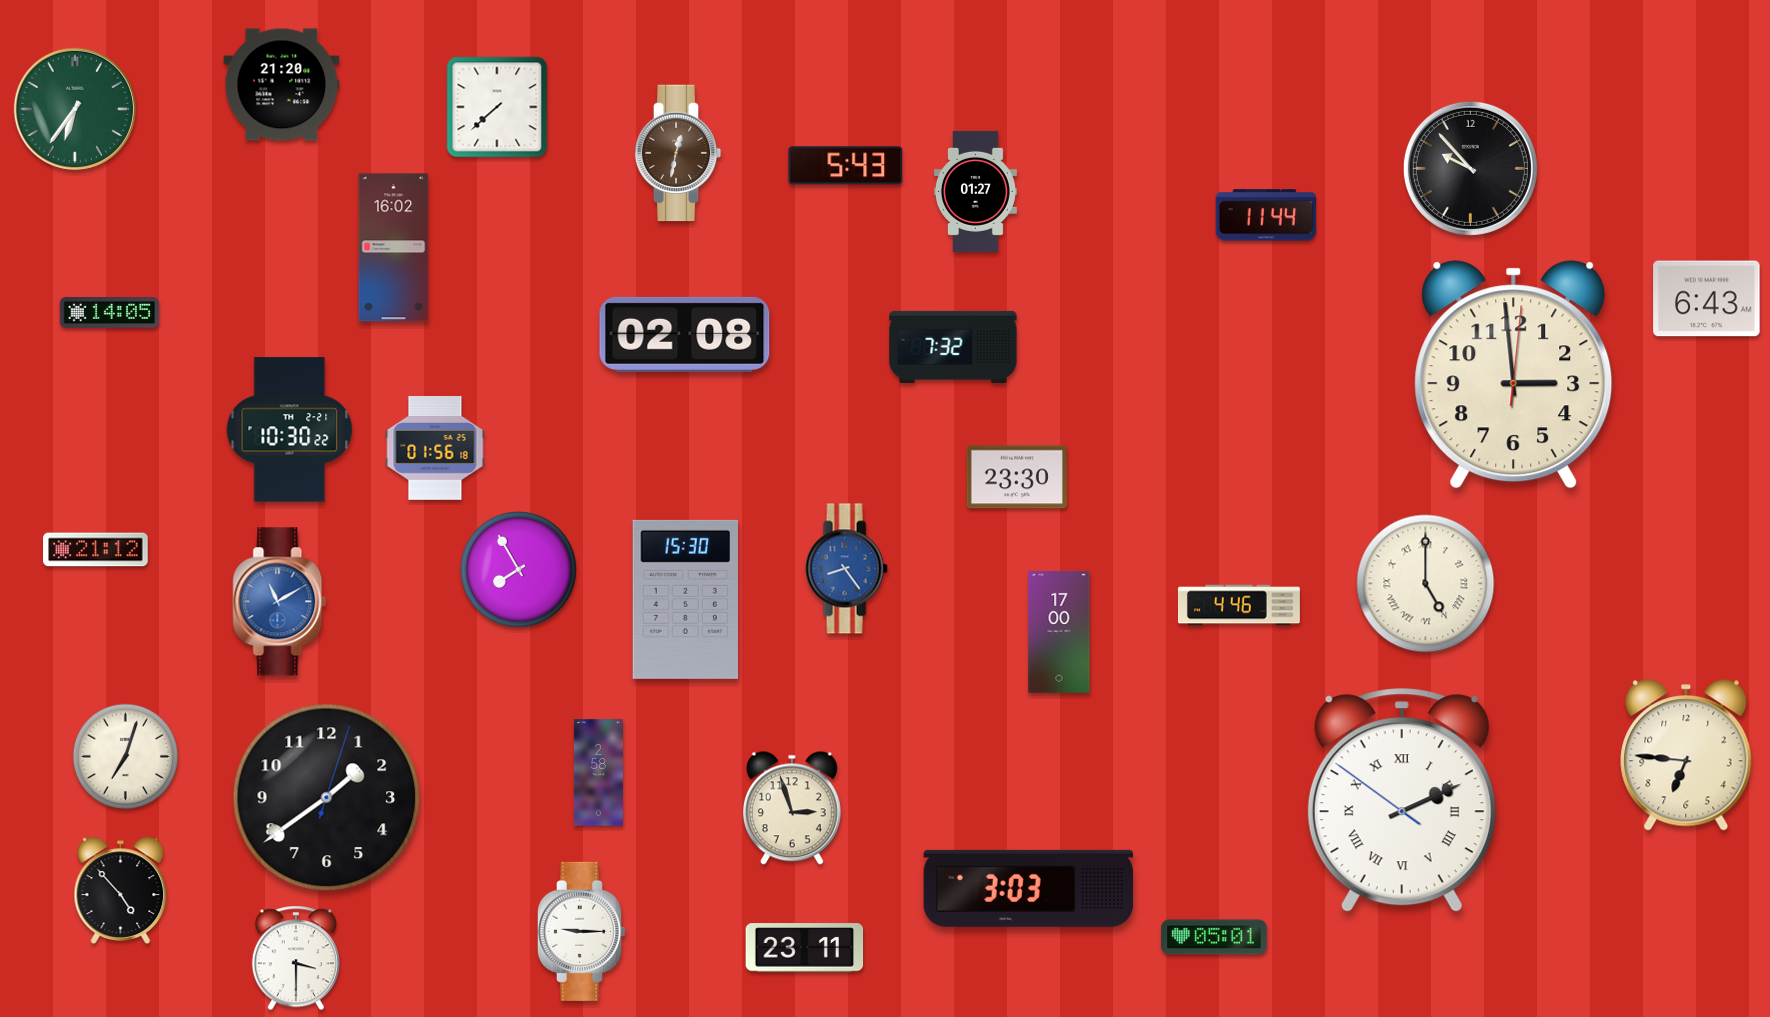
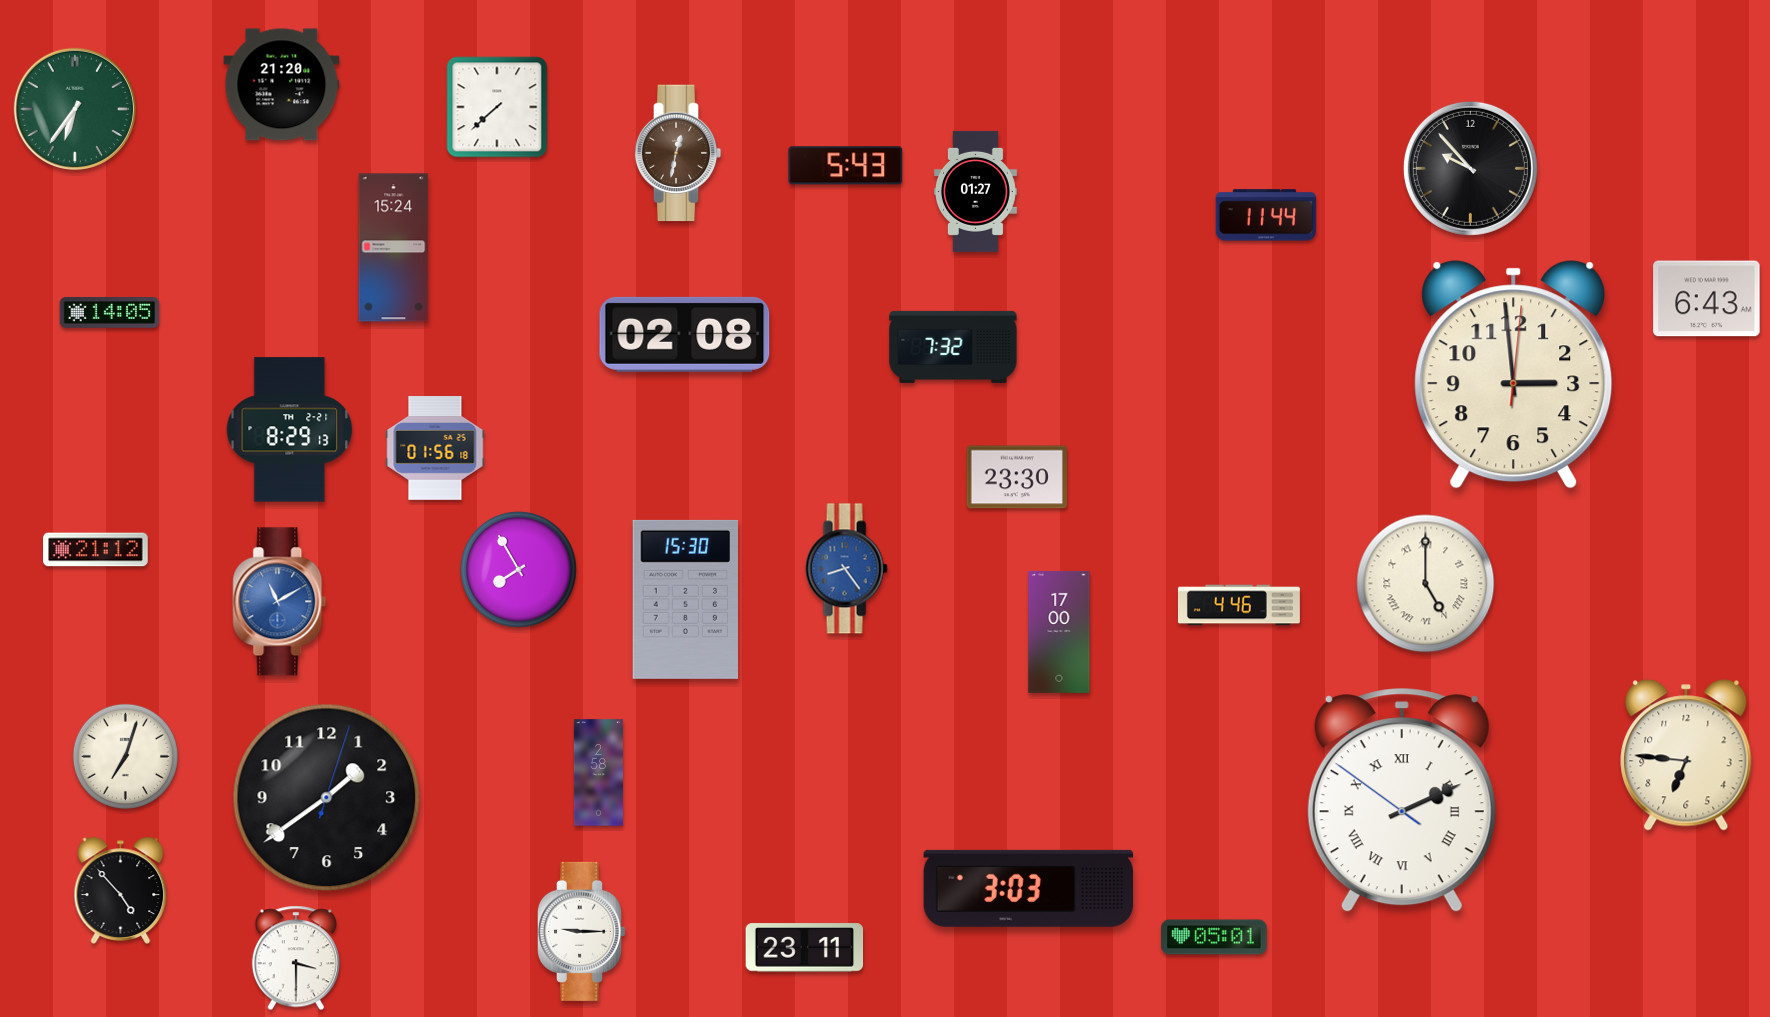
clock at (394, 248): 16:02 -> 15:24
clock at (290, 430): 10:30 -> 8:29
clock at (792, 808): 2:57 -> none
